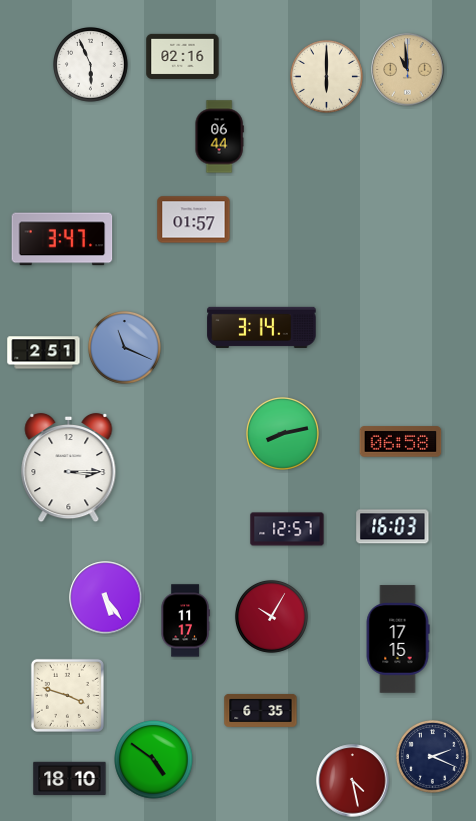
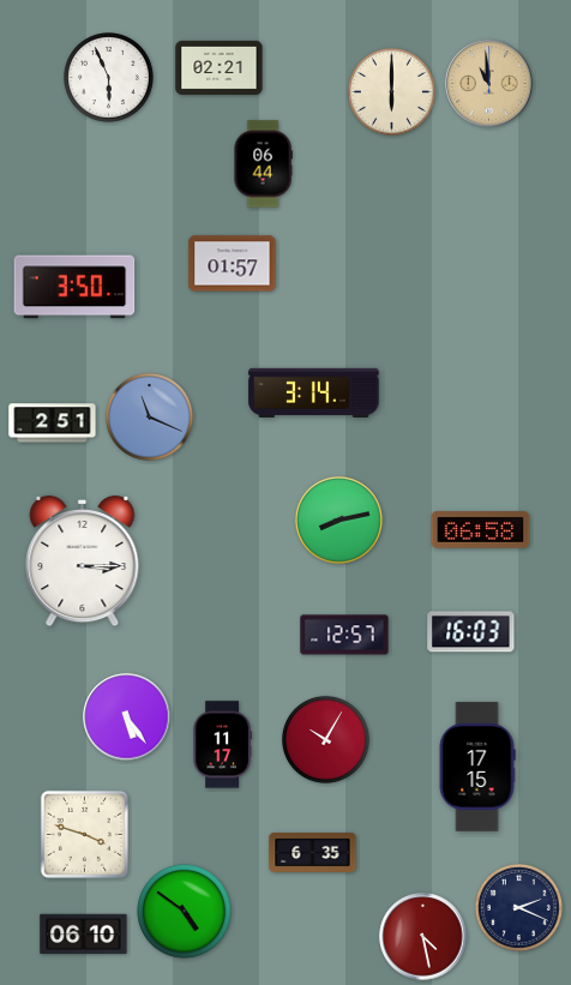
clock at (183, 56): 02:16 -> 02:21
clock at (62, 239): 3:47 -> 3:50
clock at (67, 695) position: (67, 695) -> (84, 834)
clock at (70, 779): 18:10 -> 06:10
